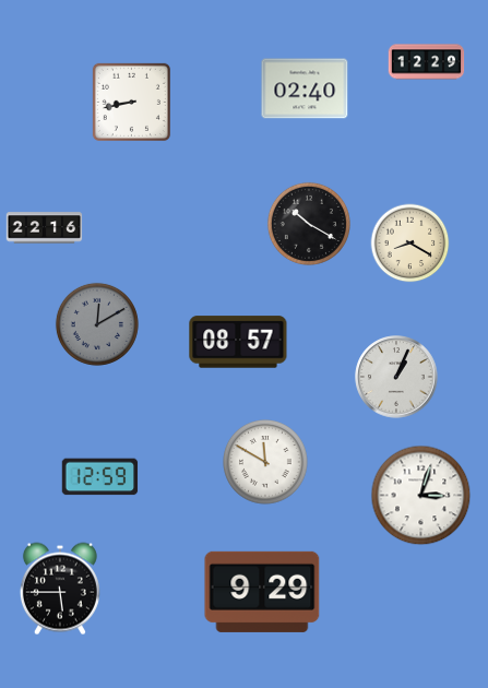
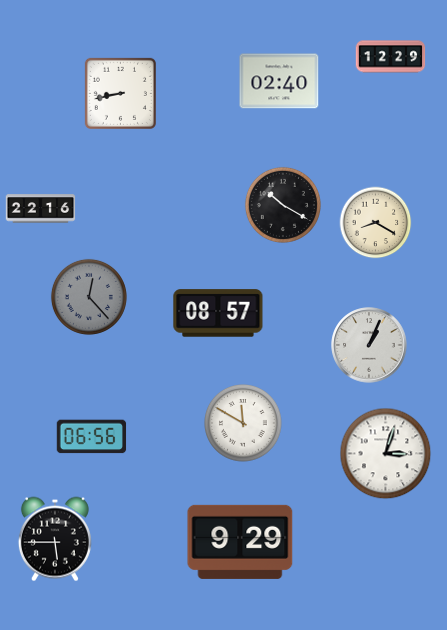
clock at (97, 324): 12:10 -> 12:23
clock at (396, 377) position: (396, 377) -> (369, 345)
clock at (100, 477): 12:59 -> 06:56
